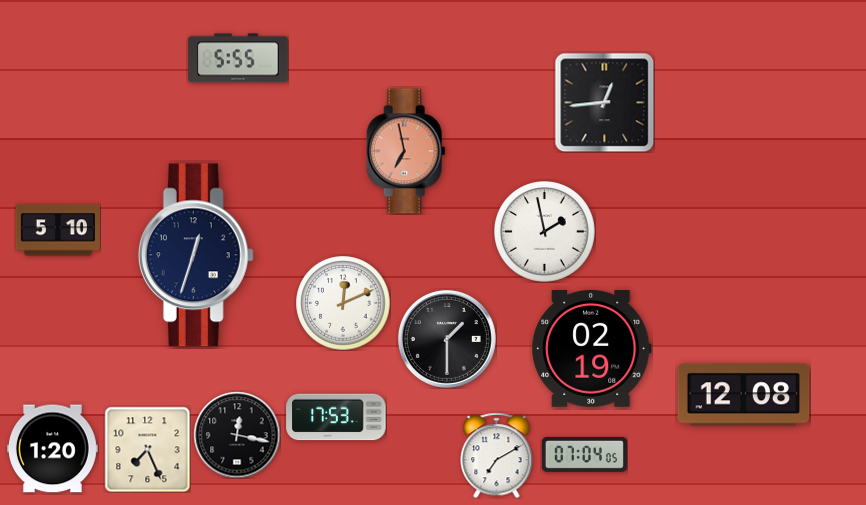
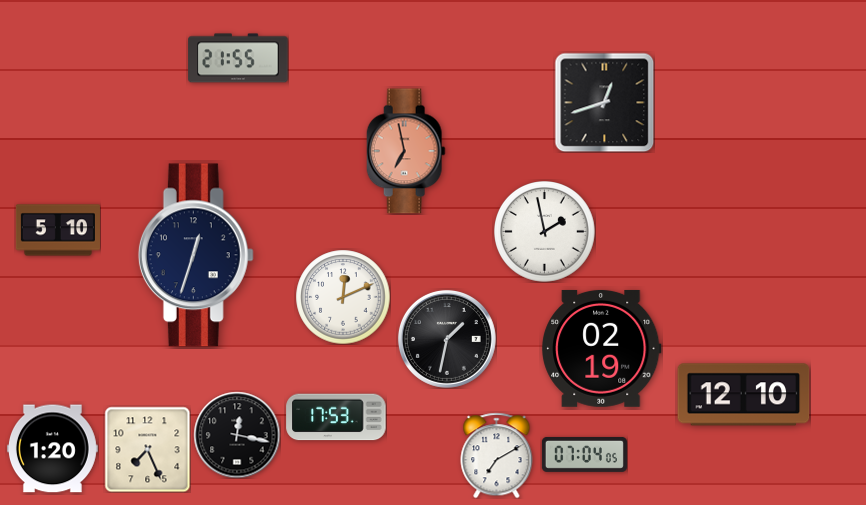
clock at (238, 58): 5:55 -> 21:55
clock at (604, 102): 12:44 -> 12:42
clock at (343, 303) position: (343, 303) -> (343, 297)
clock at (447, 339): 1:30 -> 1:32
clock at (592, 348) position: (592, 348) -> (602, 348)
clock at (744, 395): 12:08 -> 12:10
